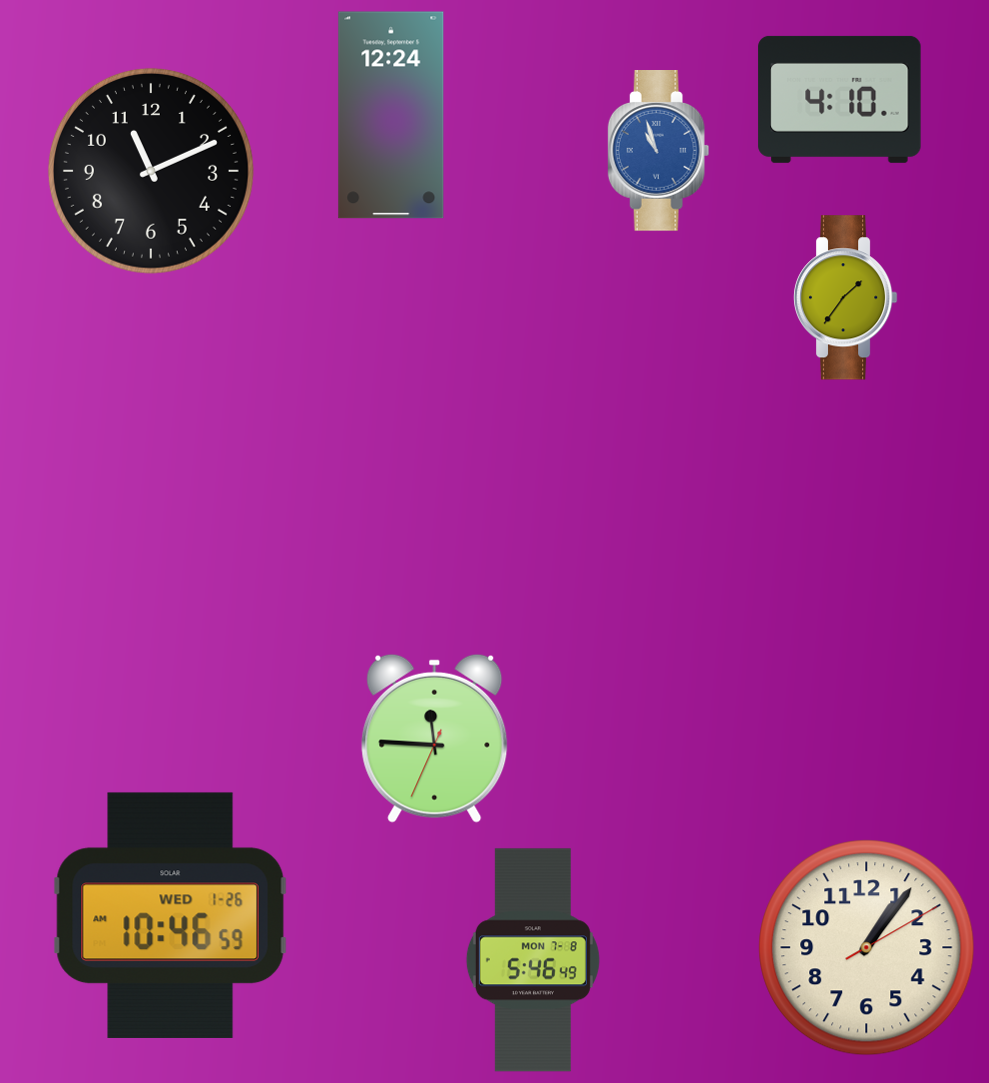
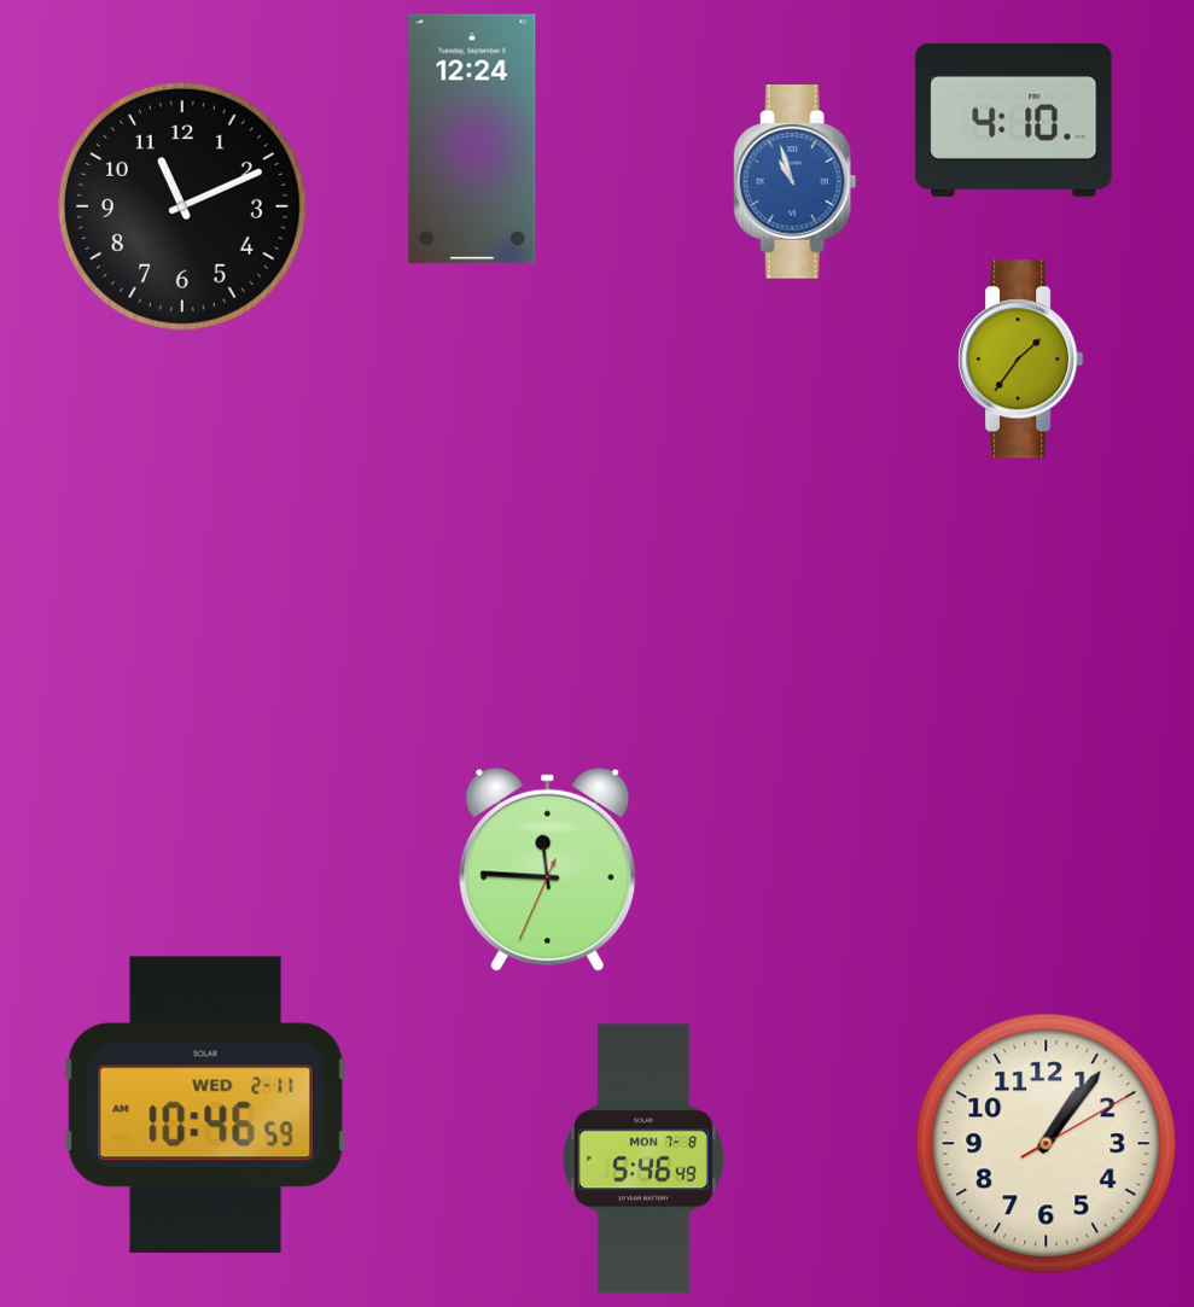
clock at (435, 738) position: (435, 738) -> (548, 869)
clock at (170, 915) date: WED 1-26 -> WED 2-11
